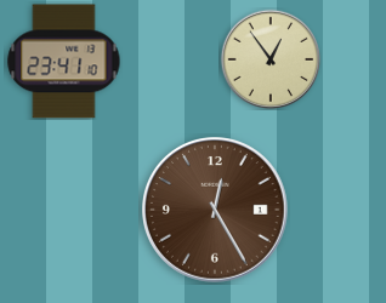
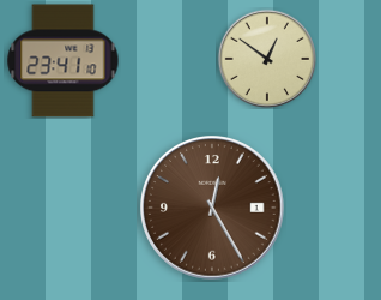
clock at (269, 58): 12:54 -> 12:51
